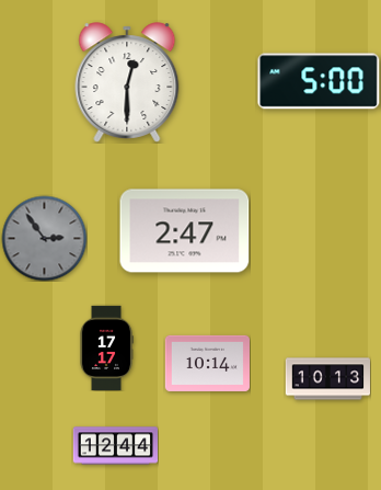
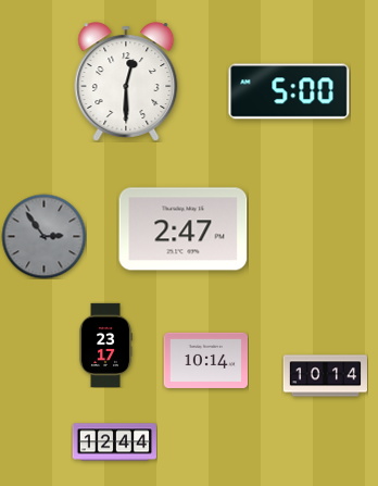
clock at (319, 81) position: (319, 81) -> (289, 91)
clock at (106, 347): 17:17 -> 23:17
clock at (327, 379): 10:13 -> 10:14
